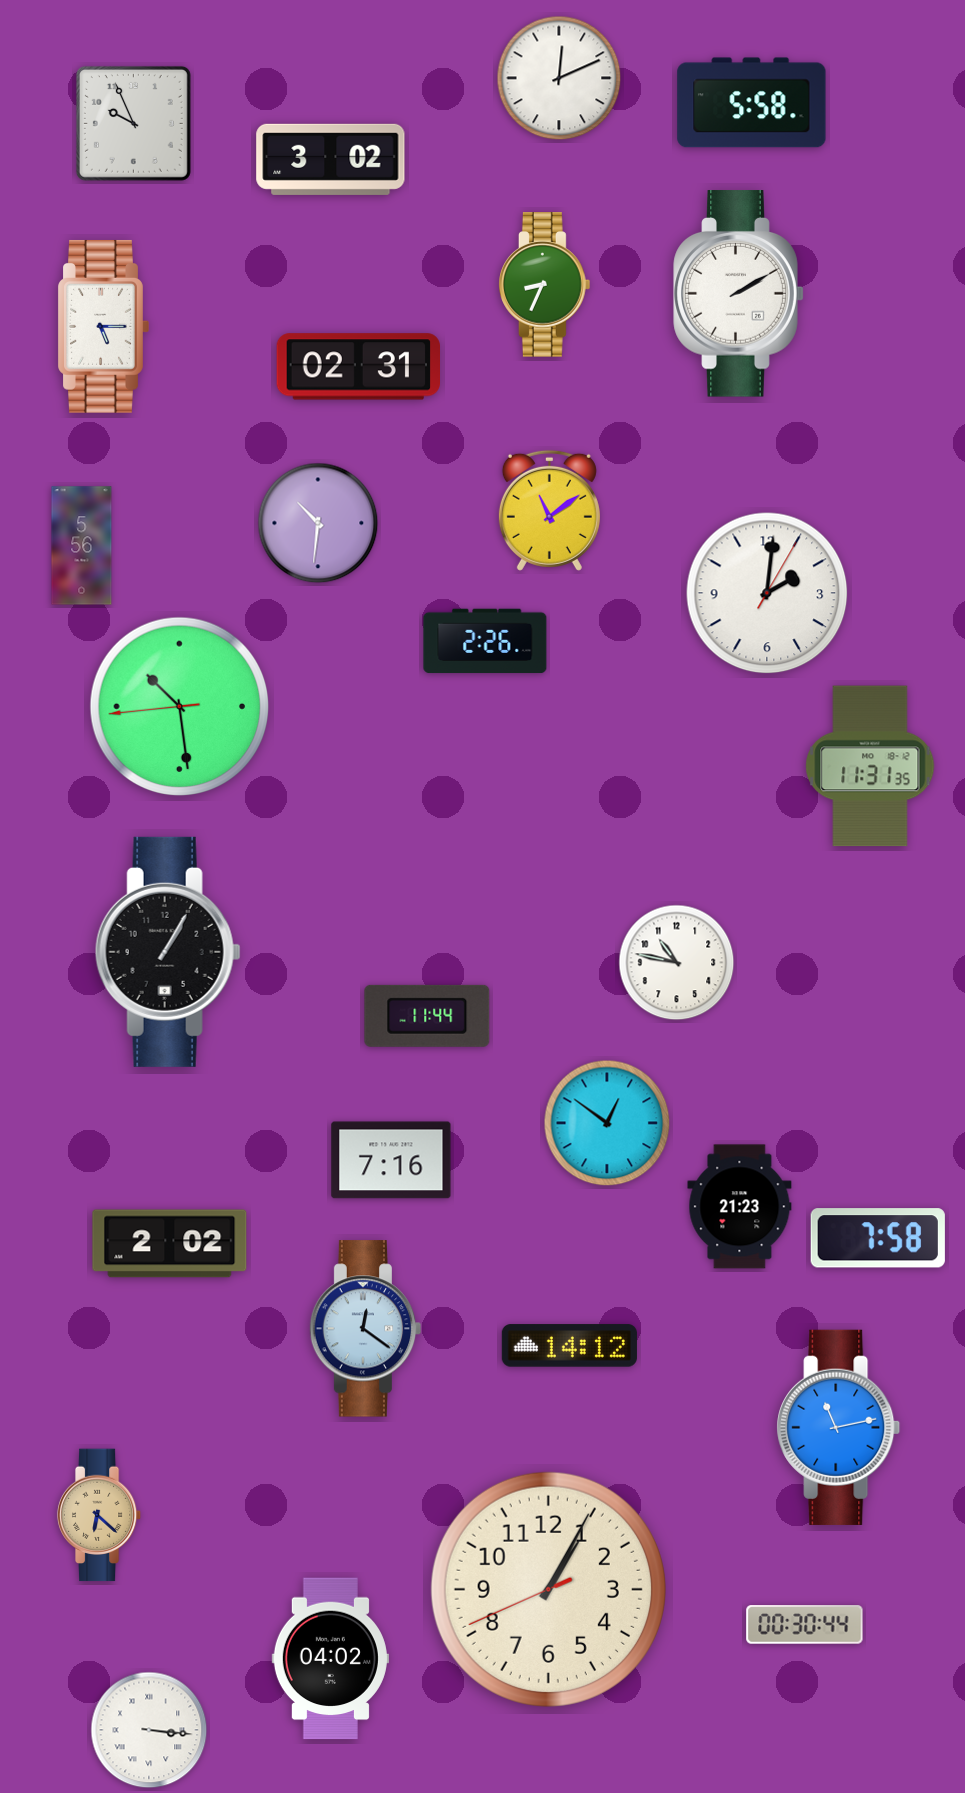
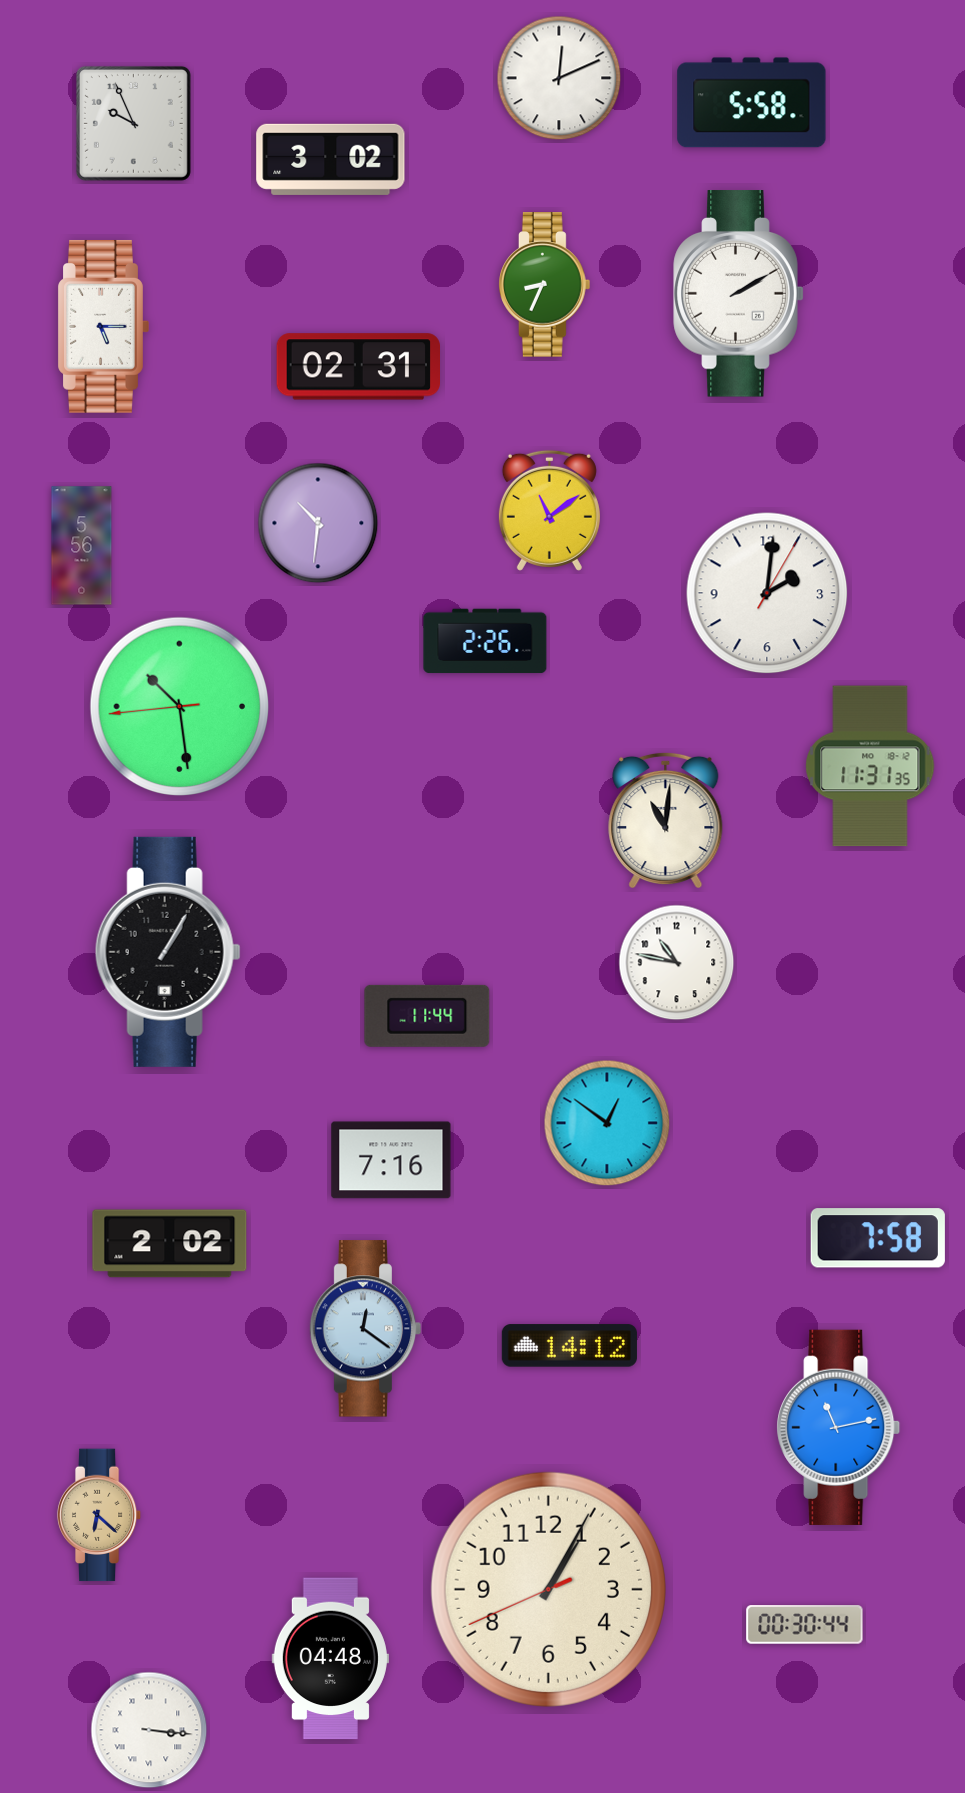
clock at (666, 820): none -> 11:01
clock at (740, 1207): 21:23 -> none
clock at (330, 1659): 04:02 -> 04:48
